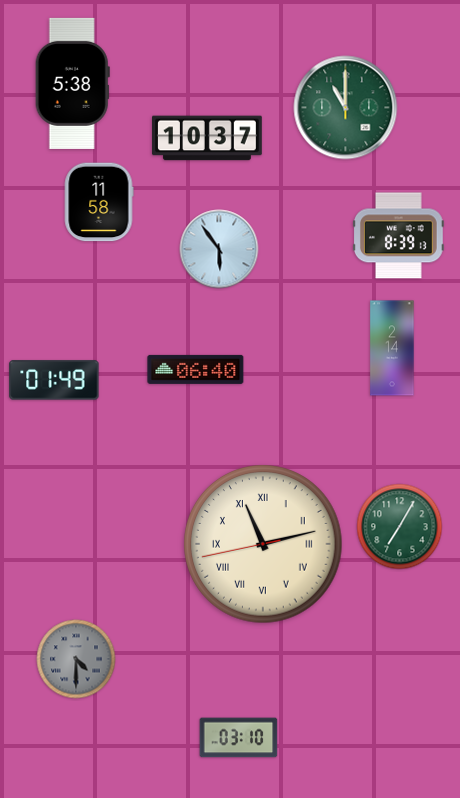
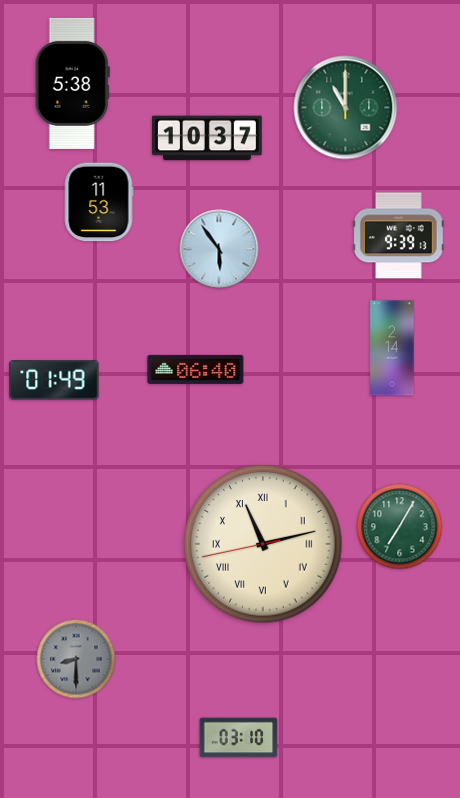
clock at (99, 202): 11:58 -> 11:53
clock at (399, 236): 8:39 -> 9:39
clock at (76, 659): 4:30 -> 8:30
